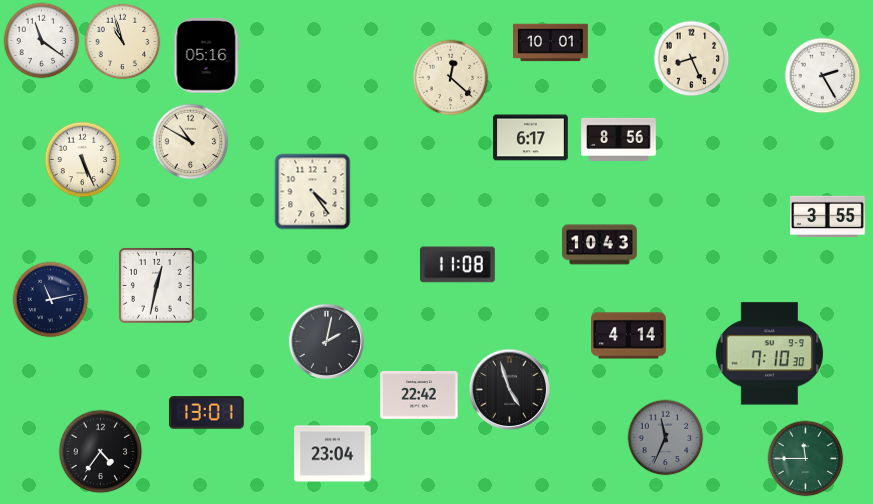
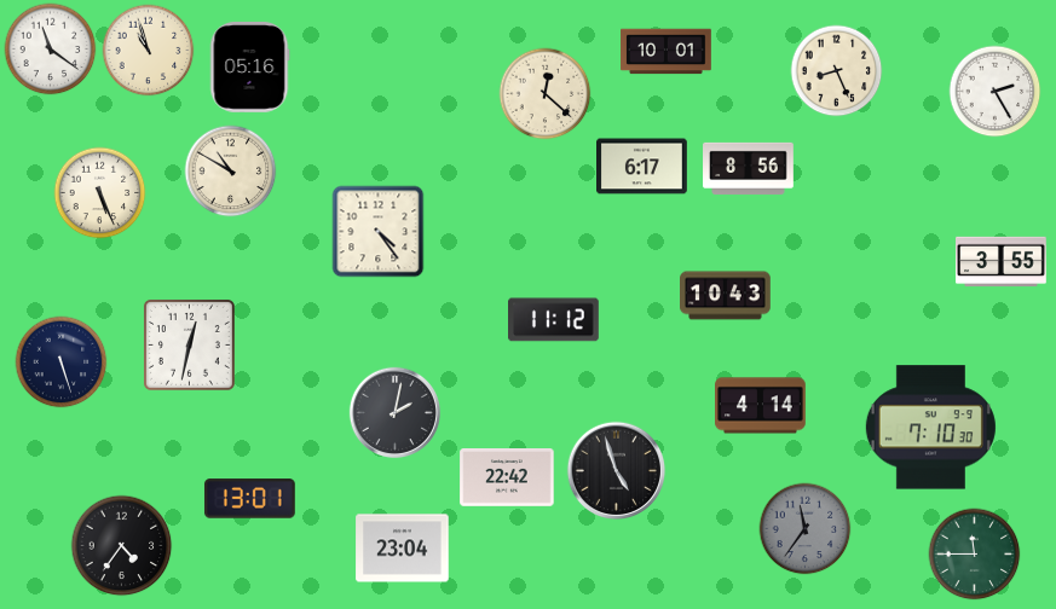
clock at (458, 265): 11:08 -> 11:12
clock at (51, 300): 11:13 -> 5:27
clock at (666, 438): 11:34 -> 11:36
